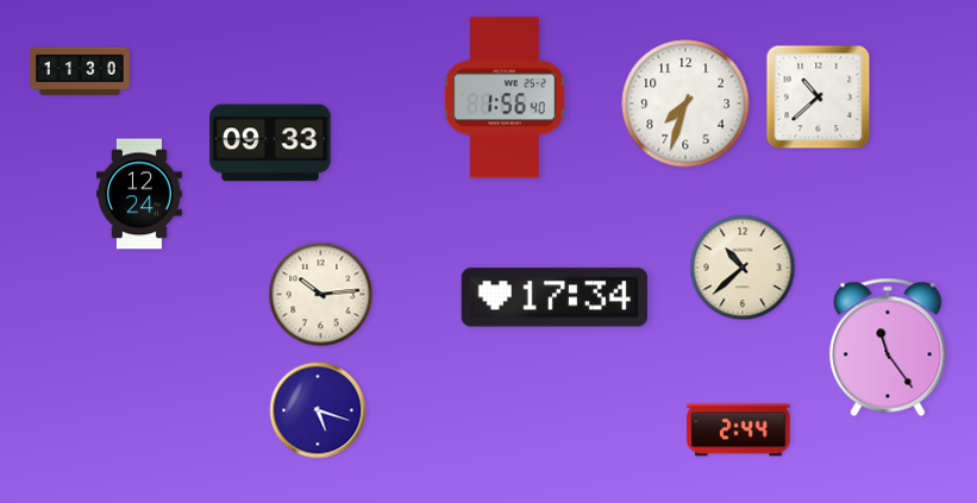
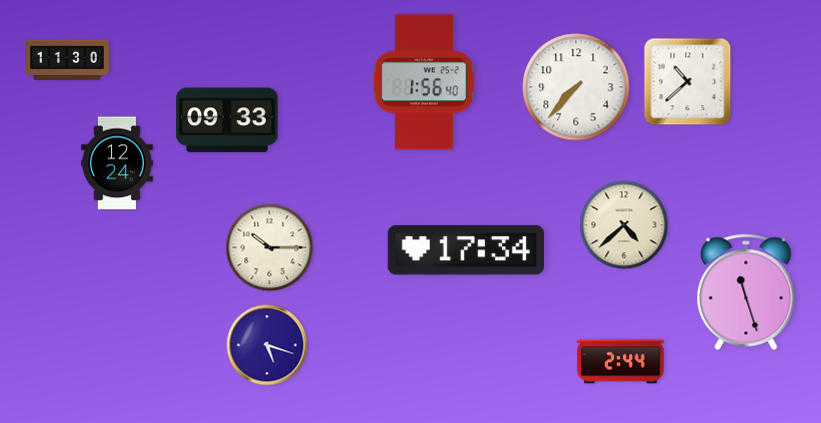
clock at (685, 103): 7:33 -> 7:37
clock at (743, 268): 10:38 -> 4:38
clock at (321, 295): 10:14 -> 10:15
clock at (888, 347): 11:24 -> 11:27
